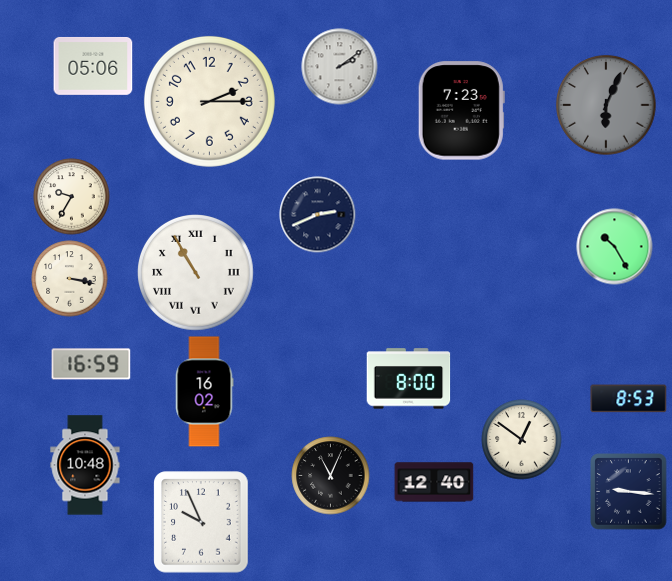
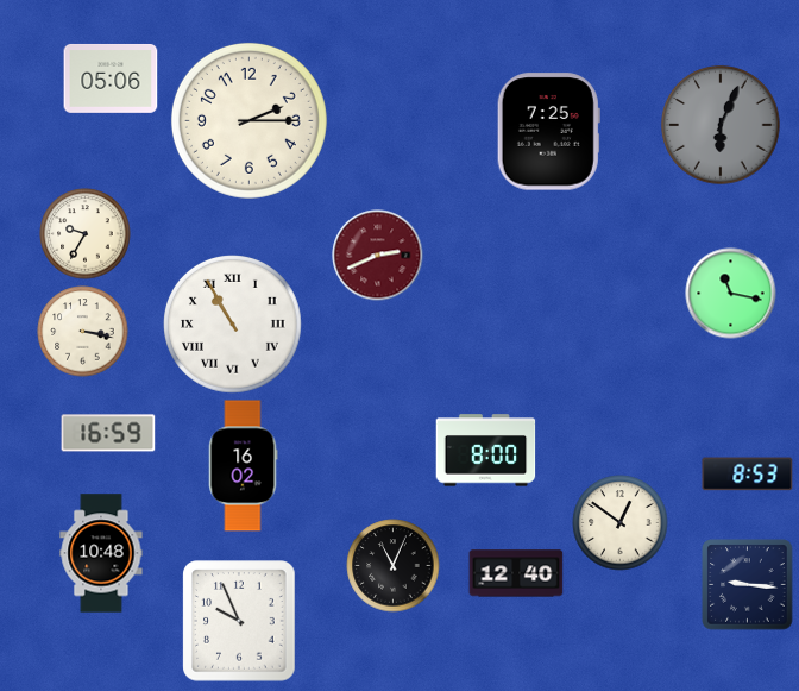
clock at (340, 67): 2:09 -> none
clock at (461, 111): 7:23 -> 7:25
clock at (318, 215) dial: navy -> burgundy
clock at (615, 247): 10:25 -> 11:17
